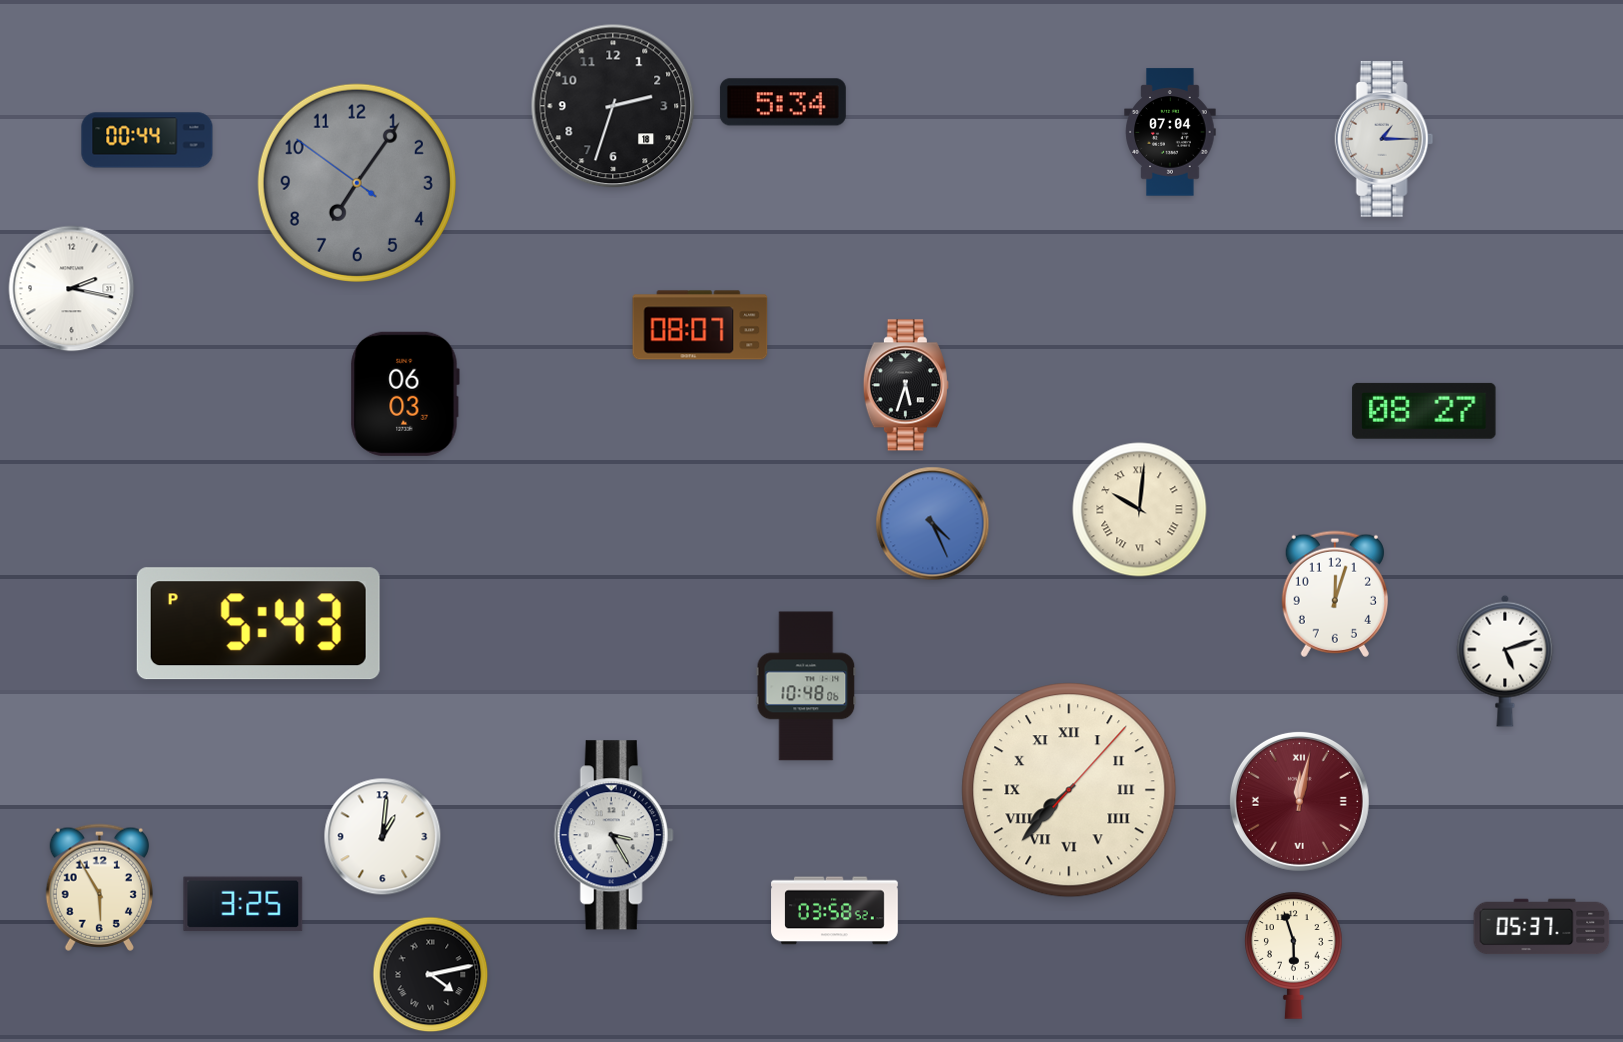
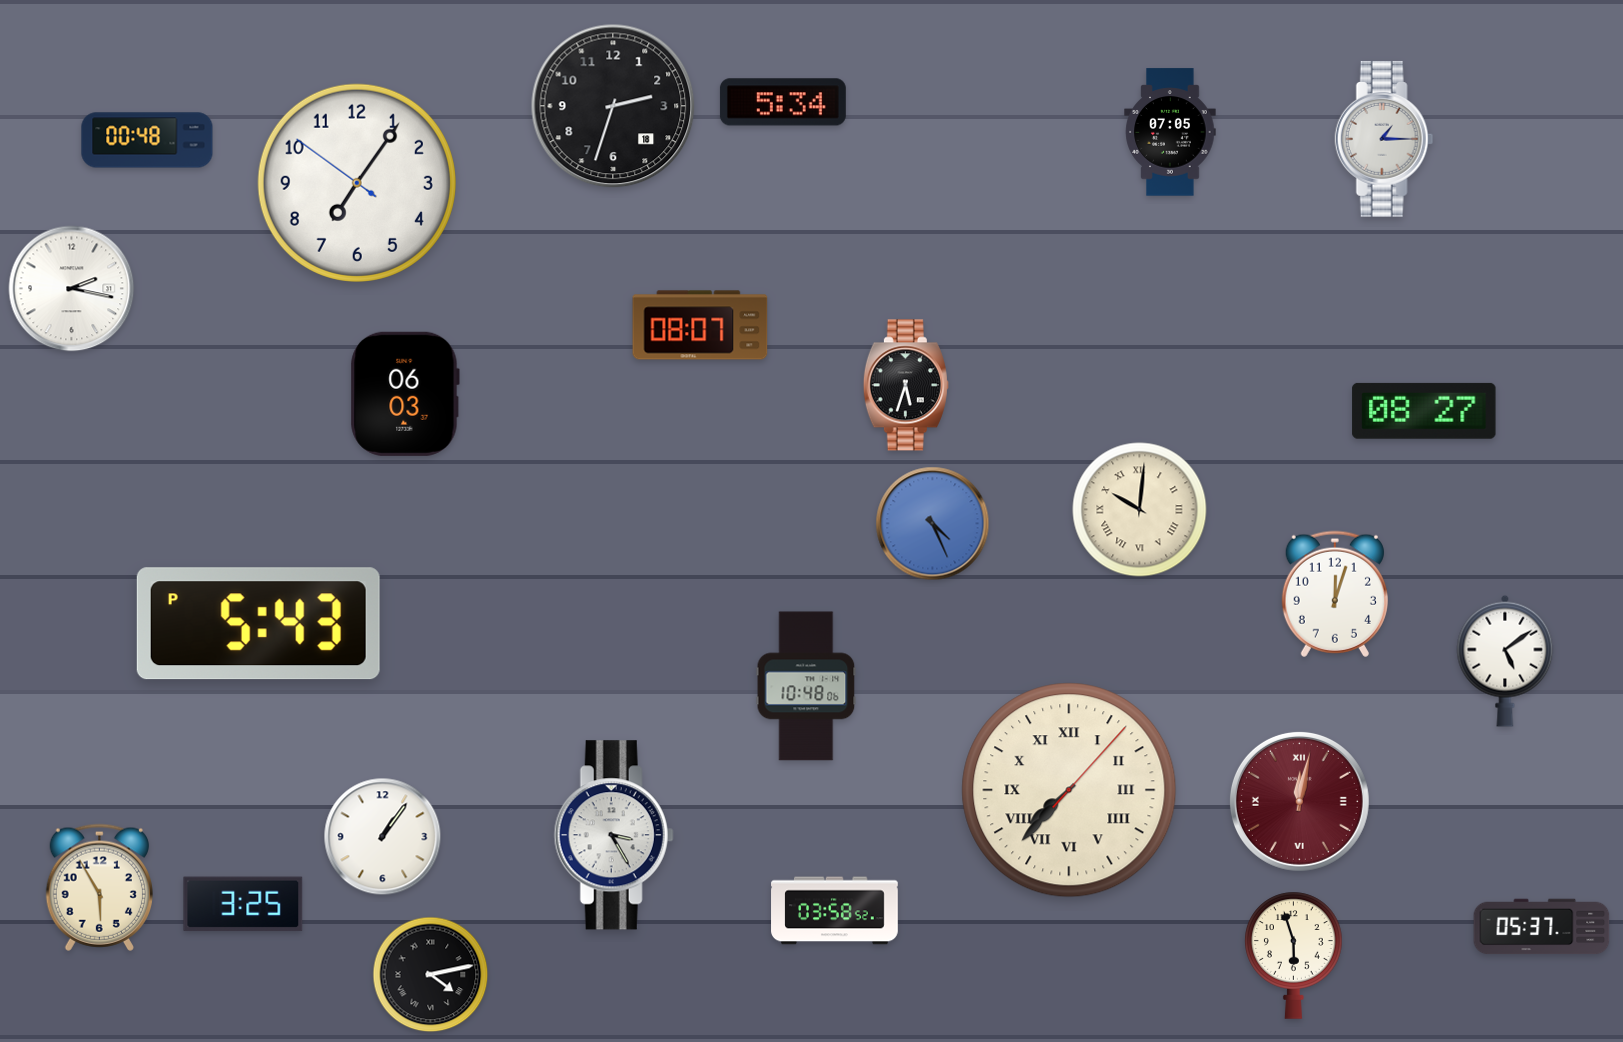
clock at (1170, 132): 07:04 -> 07:05
clock at (147, 140): 00:44 -> 00:48
clock at (357, 183) dial: grey -> white
clock at (1505, 661): 5:12 -> 5:09
clock at (383, 837): 1:01 -> 1:06
